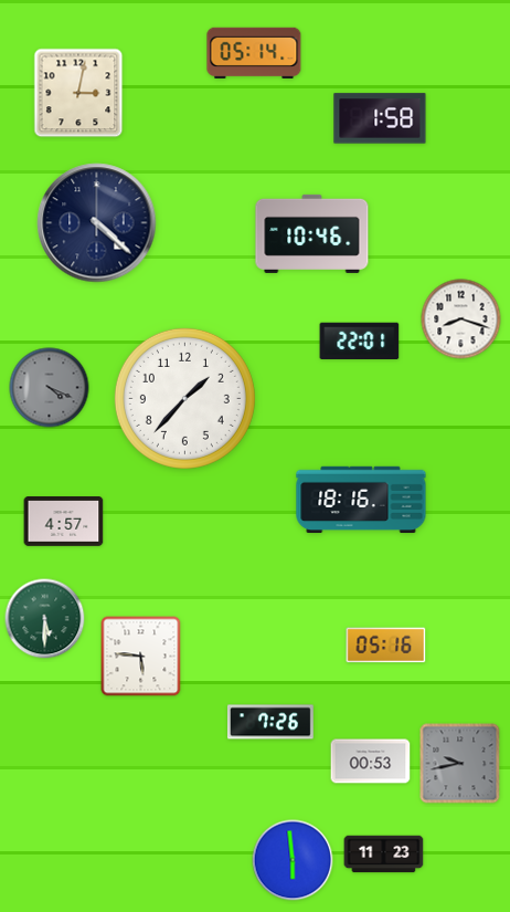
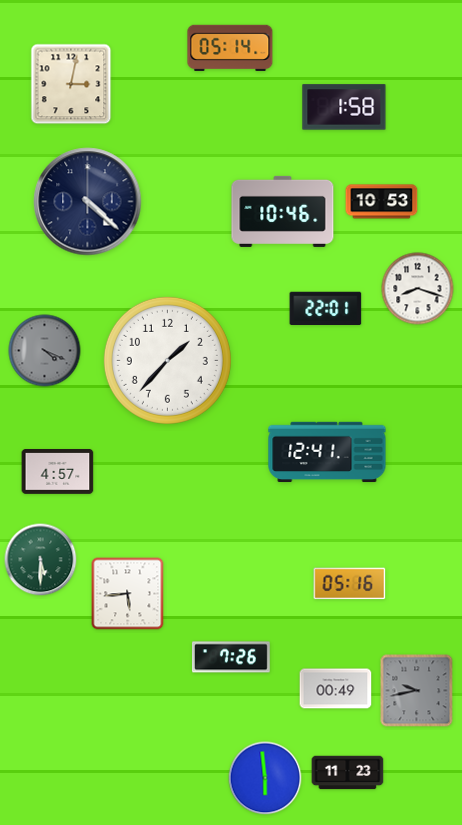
clock at (382, 202): none -> 10:53
clock at (361, 500): 18:16 -> 12:41
clock at (141, 657): 5:46 -> 5:44
clock at (272, 722) position: (272, 722) -> (232, 657)
clock at (371, 762): 00:53 -> 00:49
